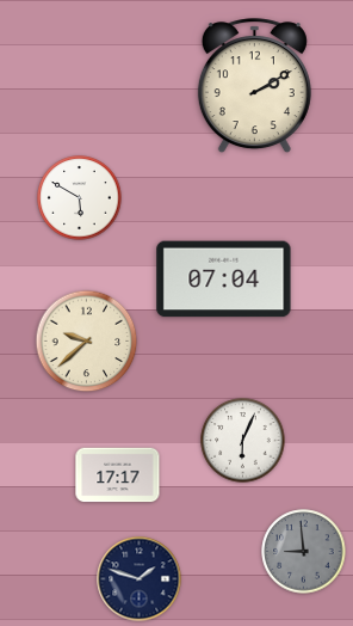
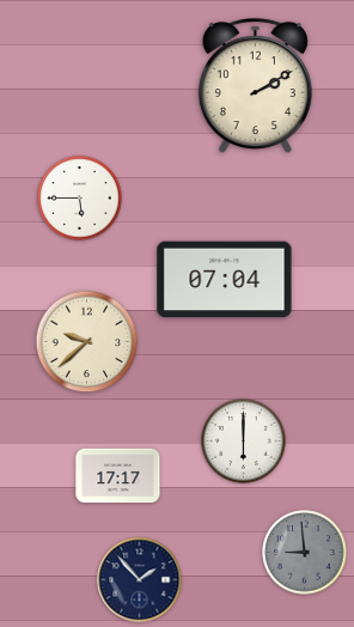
clock at (80, 198): 5:50 -> 5:45
clock at (243, 441): 6:04 -> 6:00
clock at (140, 579): 1:48 -> 1:53
